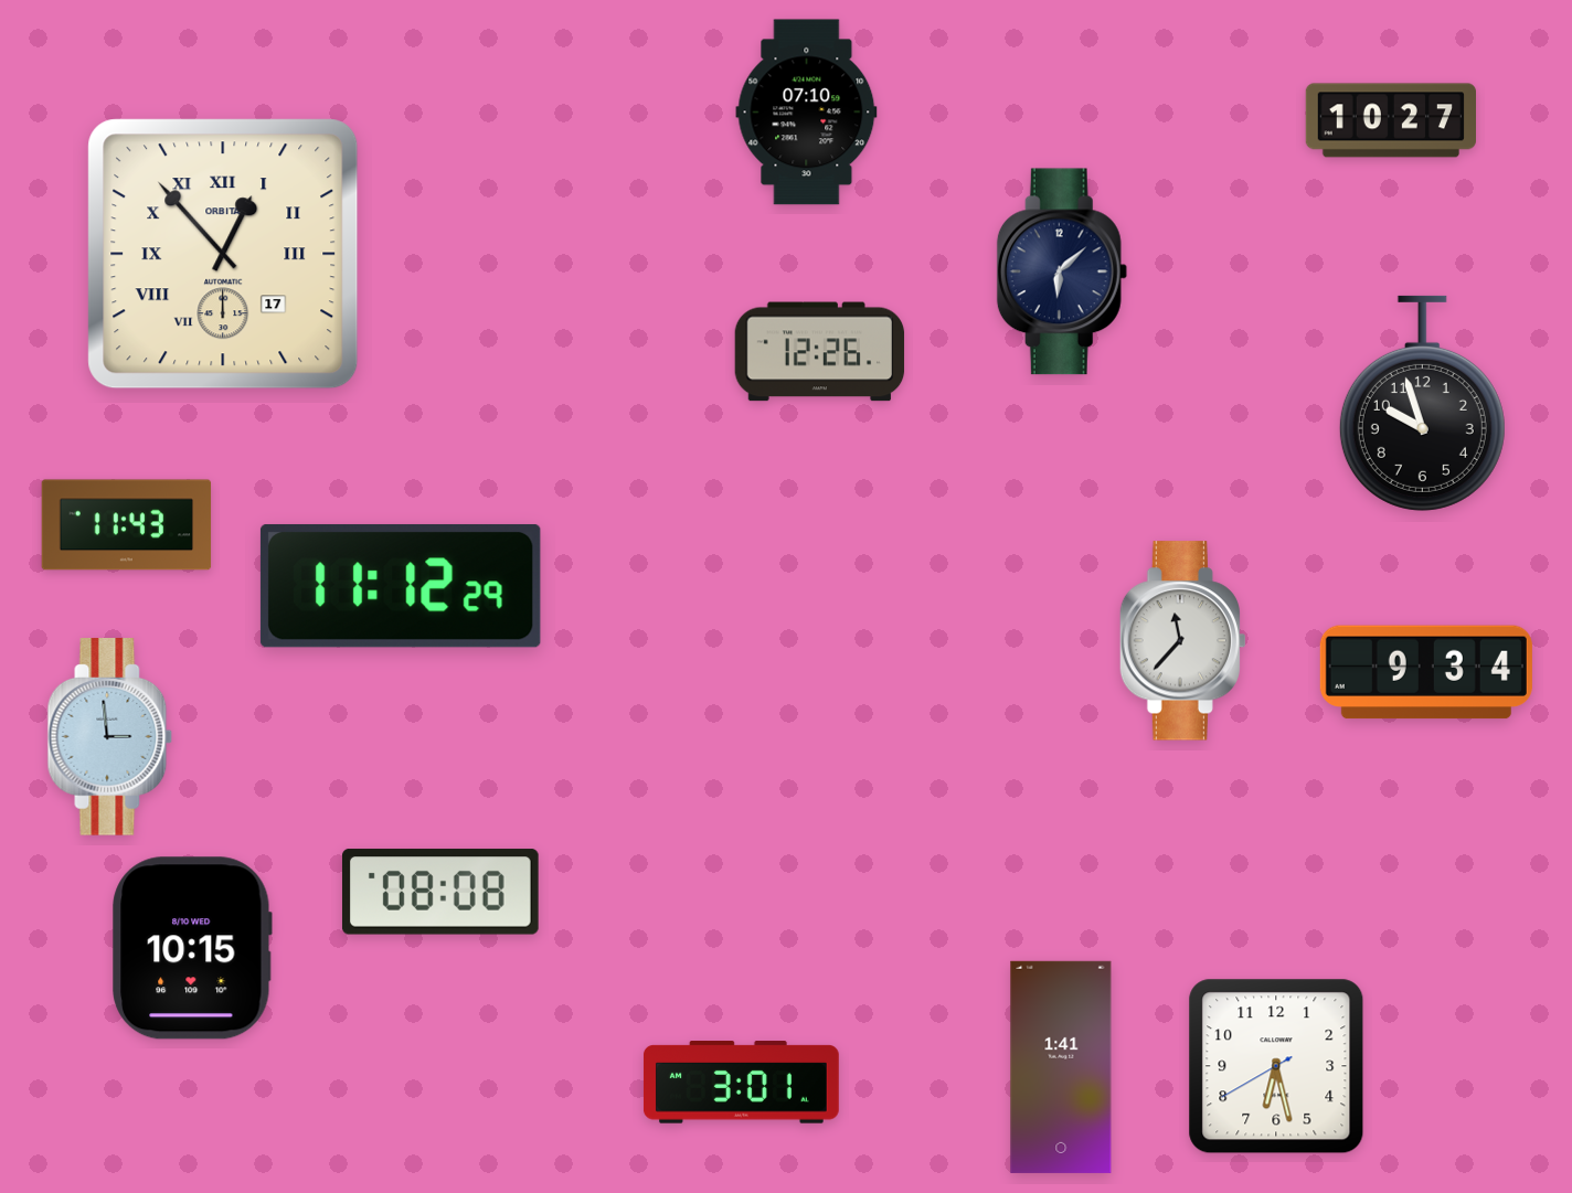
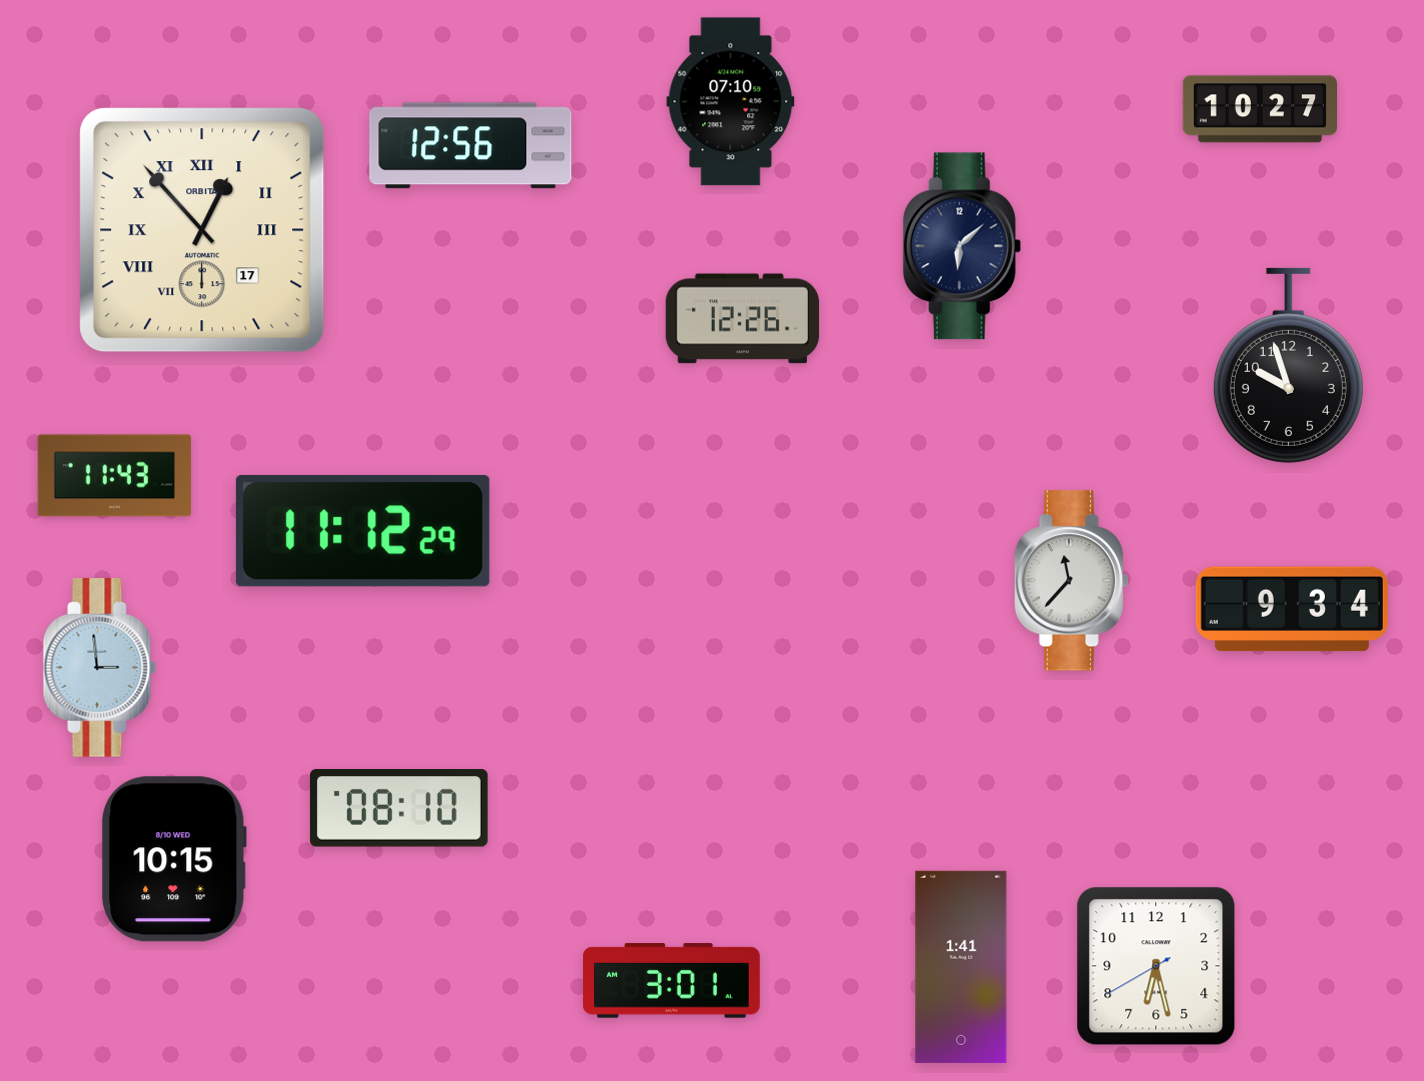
clock at (471, 146): none -> 12:56
clock at (440, 892): 08:08 -> 08:10
